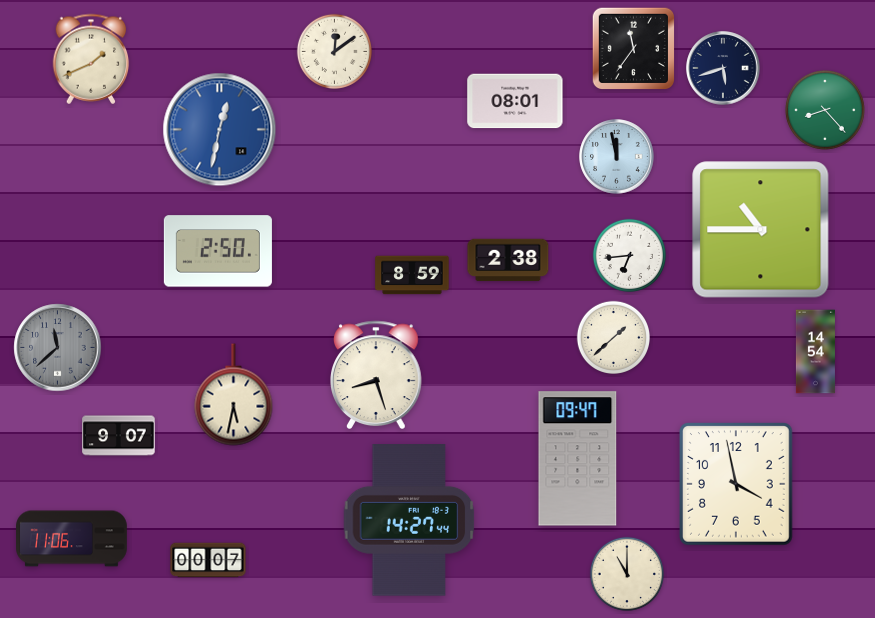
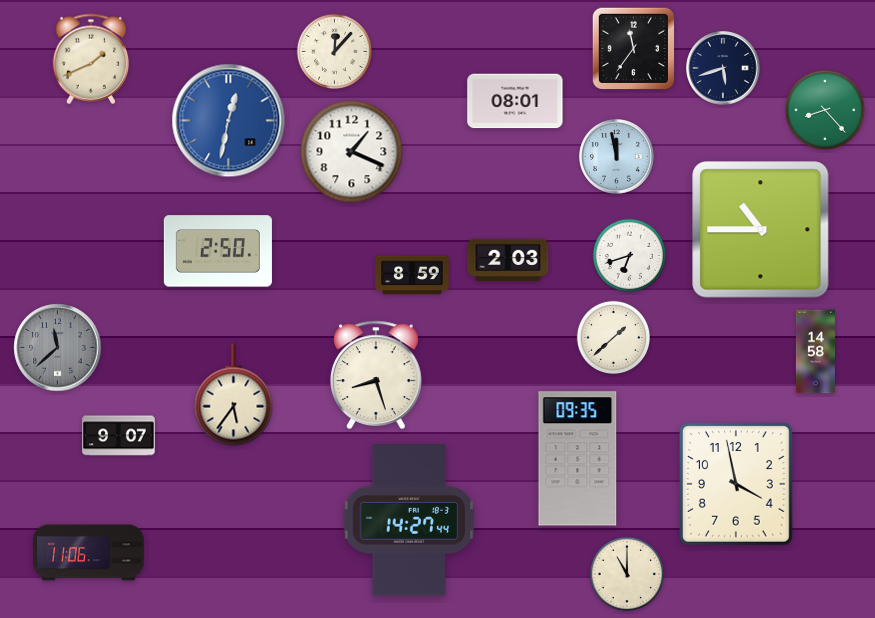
clock at (334, 51): 12:09 -> 12:07
clock at (220, 130) position: (220, 130) -> (229, 121)
clock at (352, 152): none -> 1:19
clock at (629, 255): 6:44 -> 6:42
clock at (508, 260): 2:38 -> 2:03
clock at (815, 352): 14:54 -> 14:58
clock at (234, 395): 5:32 -> 5:36
clock at (578, 459): 09:47 -> 09:35
clock at (72, 539) position: (72, 539) -> (89, 553)
clock at (208, 560): 00:07 -> none
